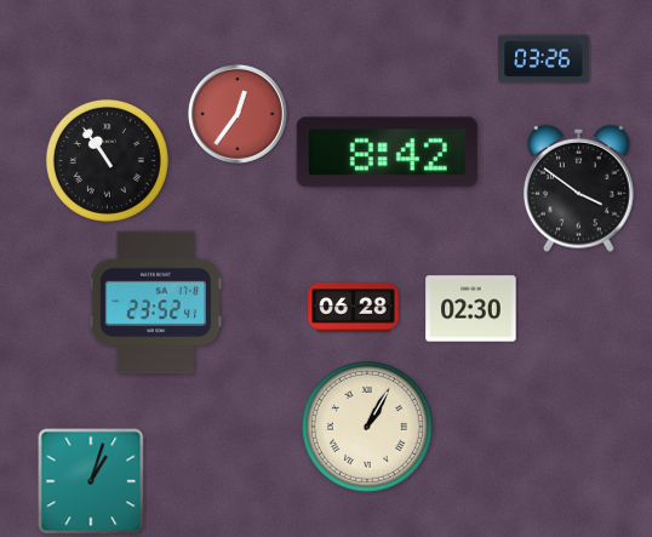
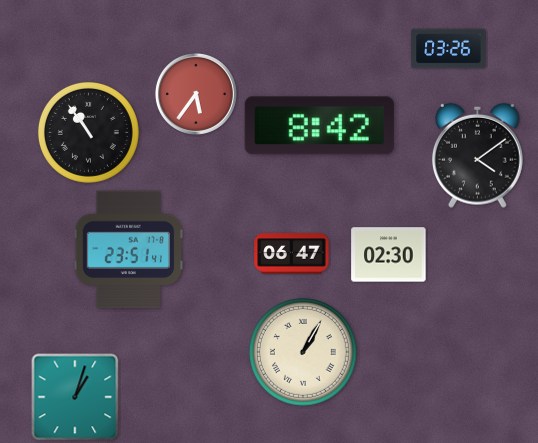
clock at (238, 114): 12:36 -> 5:36
clock at (578, 188): 3:51 -> 4:09
clock at (155, 303): 23:52 -> 23:51
clock at (354, 308): 06:28 -> 06:47
